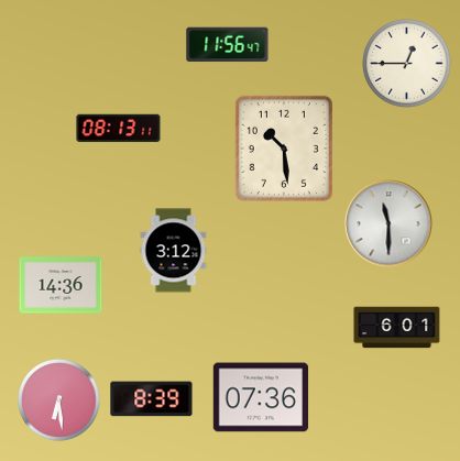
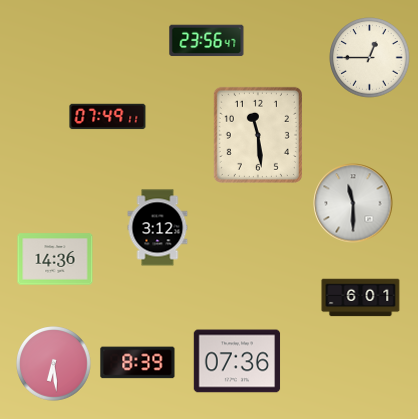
clock at (228, 45): 11:56 -> 23:56
clock at (119, 129): 08:13 -> 07:49
clock at (284, 149): 10:29 -> 11:29
